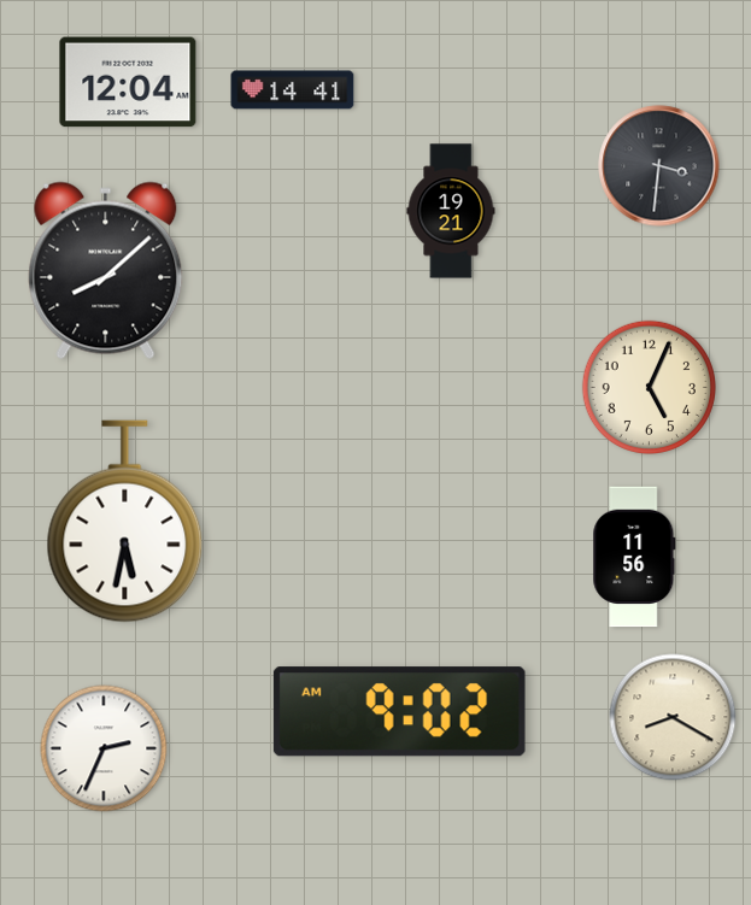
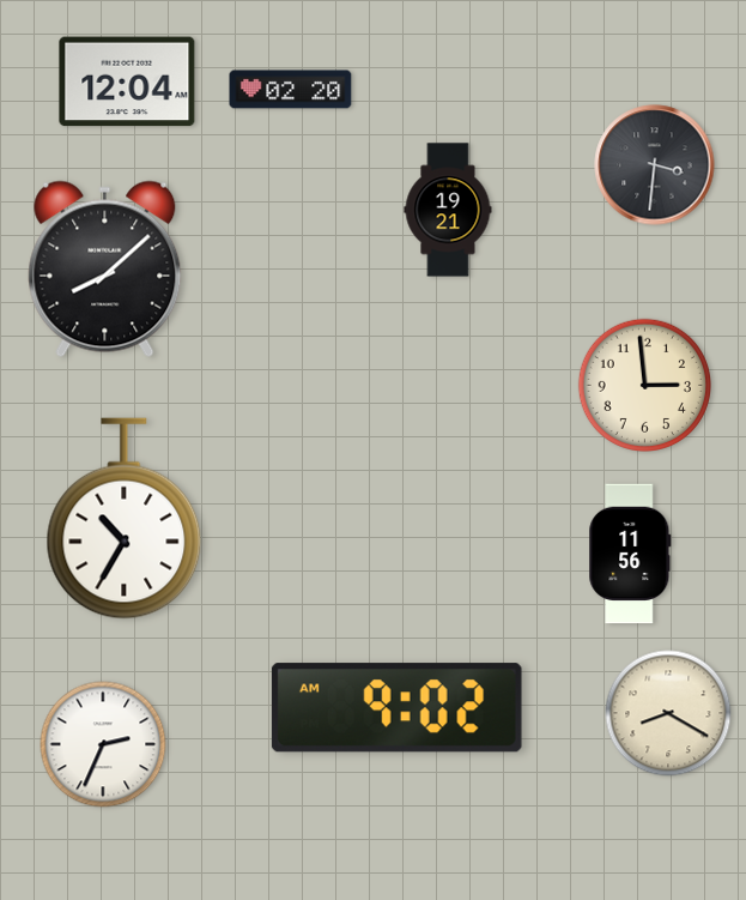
clock at (293, 90): 14:41 -> 02:20
clock at (649, 387): 5:04 -> 2:59
clock at (125, 522): 5:32 -> 10:35
